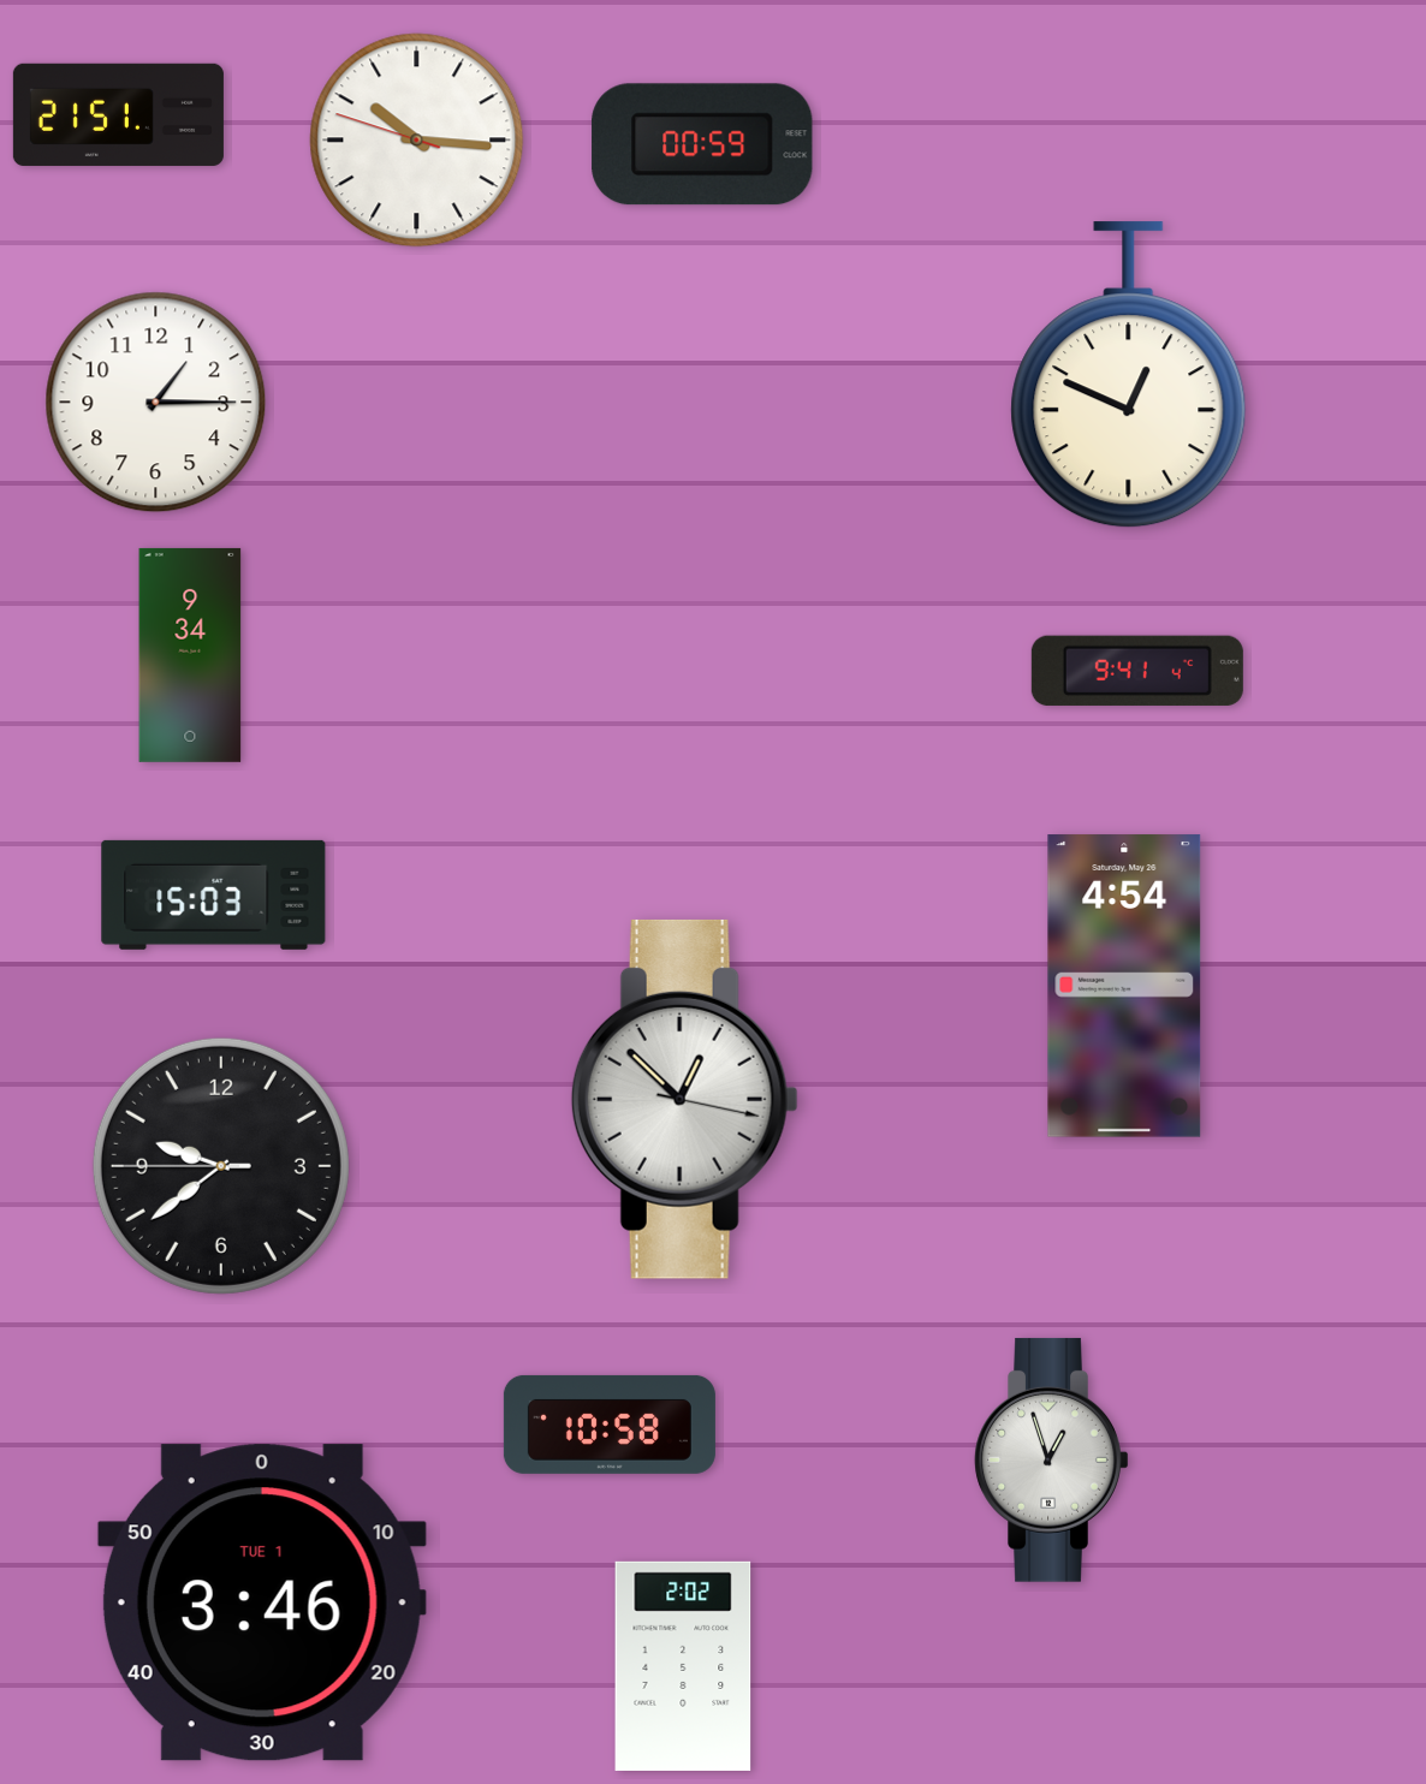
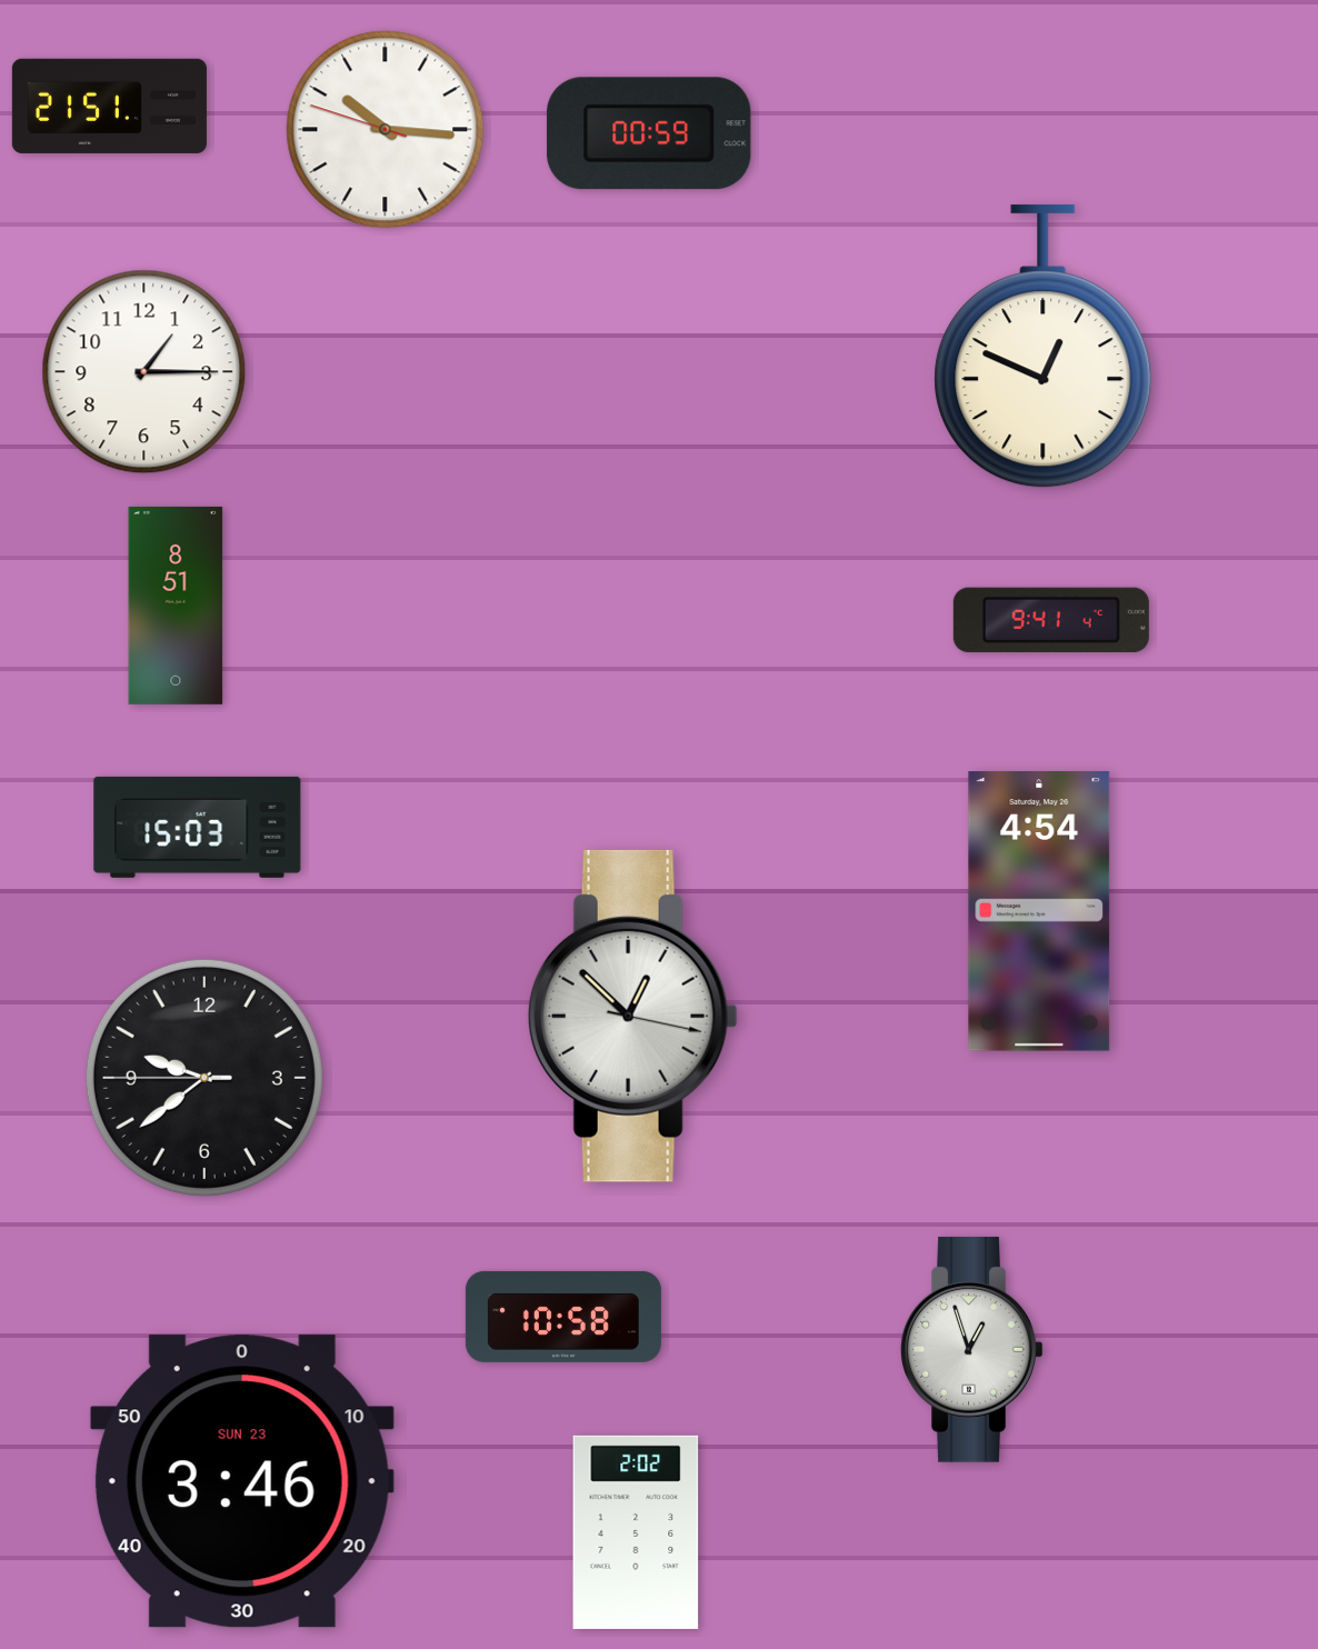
clock at (190, 655): 9:34 -> 8:51
clock at (262, 1602) date: TUE 1 -> SUN 23
clock at (683, 1666) position: (683, 1666) -> (636, 1532)
